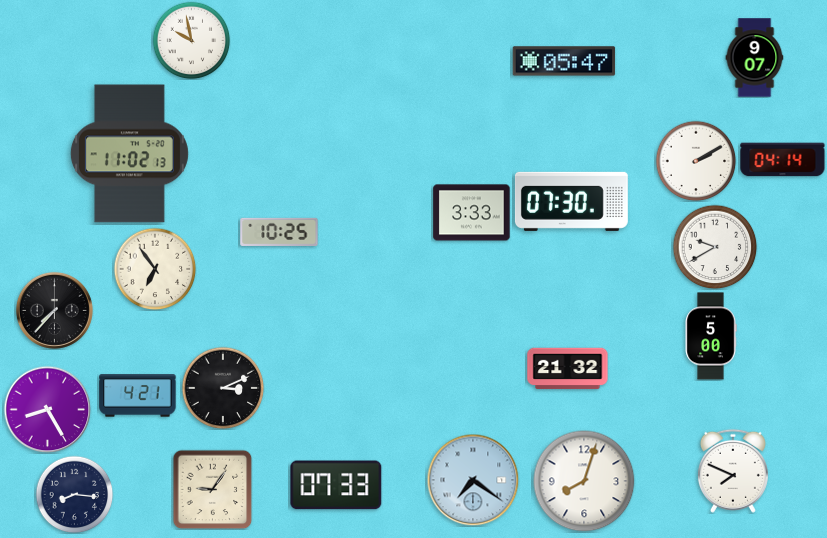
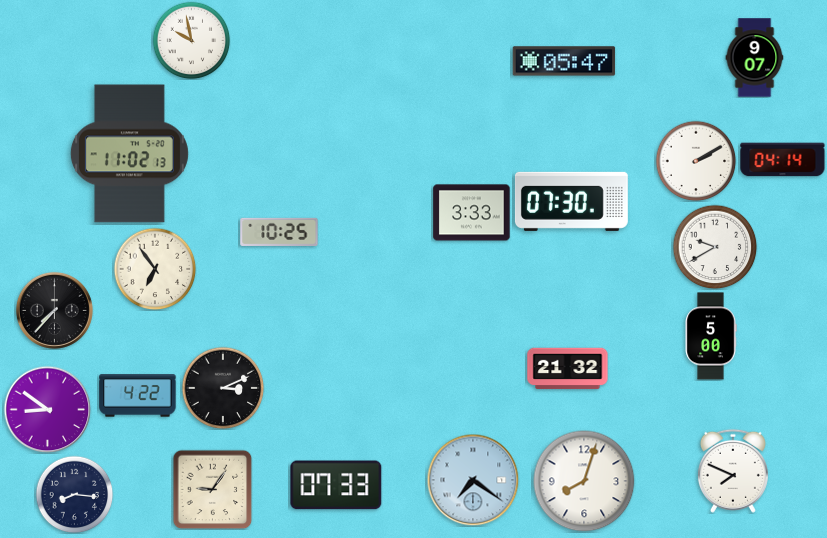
clock at (138, 396): 4:21 -> 4:22
clock at (47, 409): 8:25 -> 8:51
